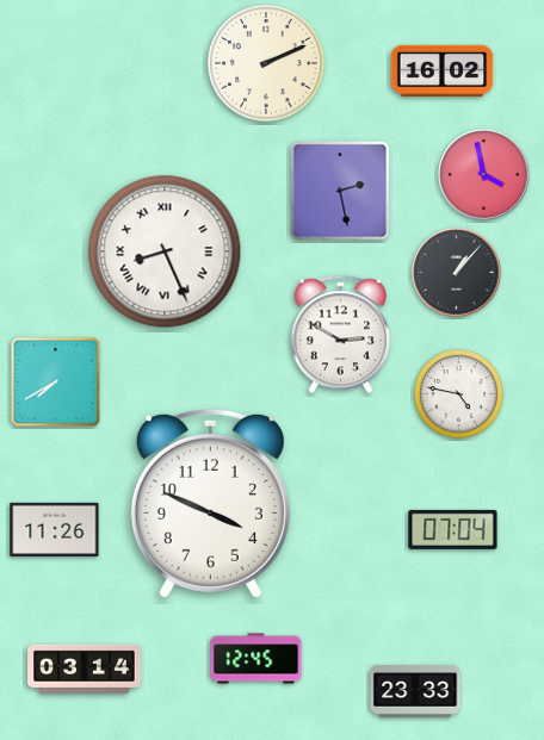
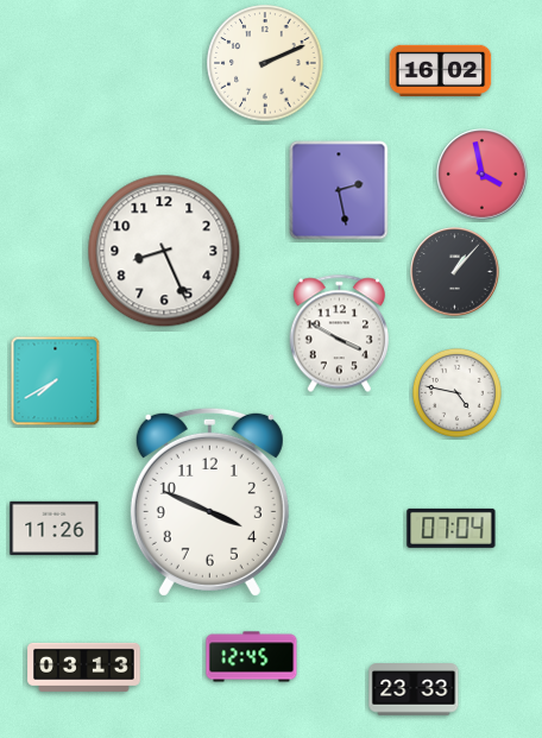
clock at (165, 251) numerals: Roman -> Arabic
clock at (340, 335): 2:50 -> 3:50
clock at (256, 659) position: (256, 659) -> (252, 657)
clock at (85, 669): 03:14 -> 03:13
